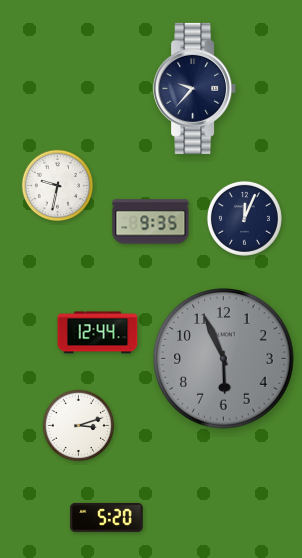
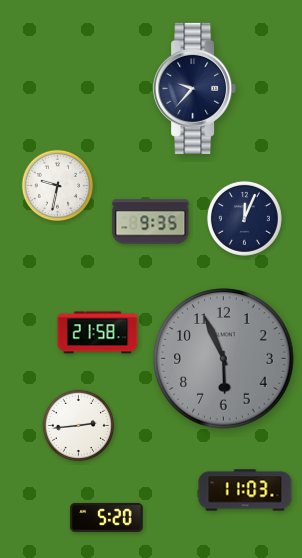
clock at (98, 333): 12:44 -> 21:58
clock at (79, 426): 3:12 -> 2:44
clock at (245, 490): none -> 11:03
